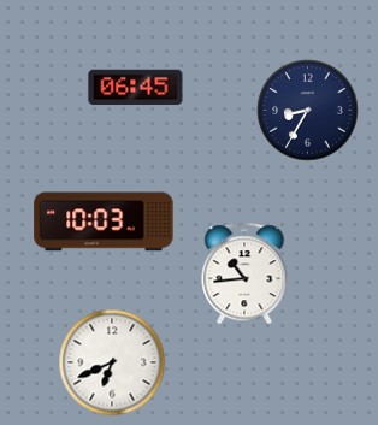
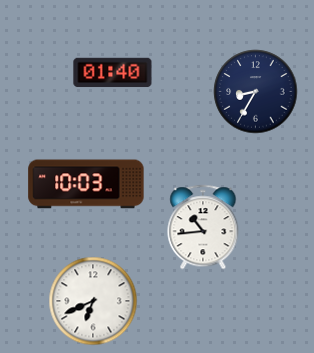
clock at (136, 88): 06:45 -> 01:40
